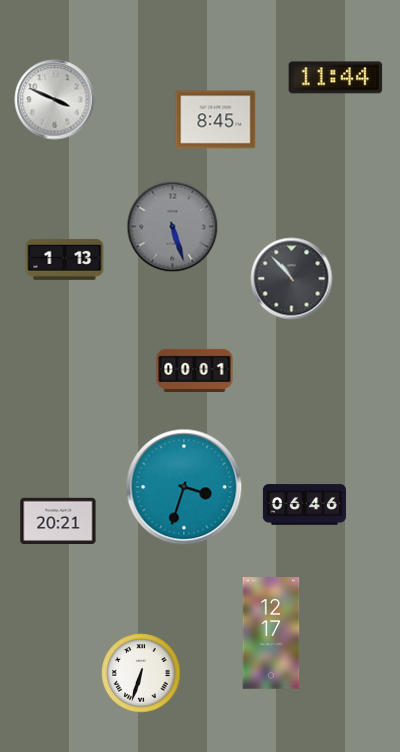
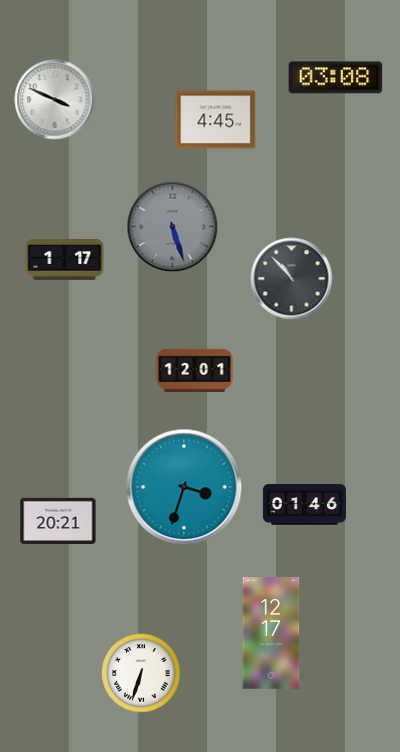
clock at (336, 78): 11:44 -> 03:08
clock at (216, 120): 8:45 -> 4:45
clock at (65, 259): 1:13 -> 1:17
clock at (195, 370): 00:01 -> 12:01
clock at (304, 505): 06:46 -> 01:46
